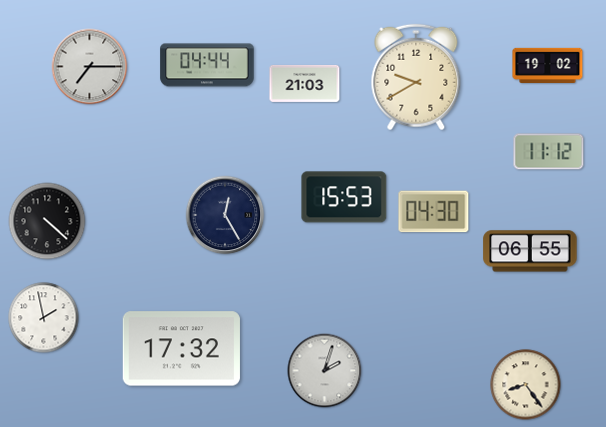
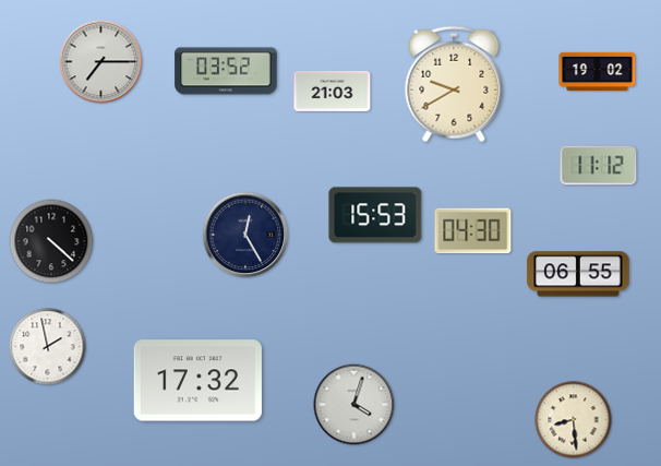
clock at (207, 65): 04:44 -> 03:52
clock at (90, 67) position: (90, 67) -> (101, 62)
clock at (325, 371): 2:03 -> 4:03
clock at (526, 385): 8:24 -> 8:29
